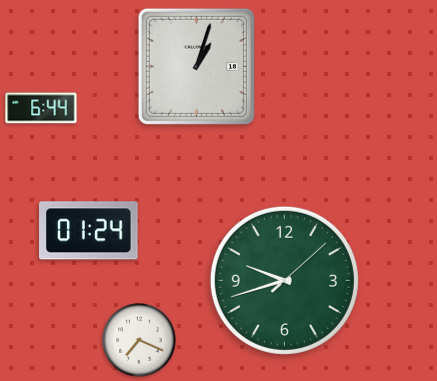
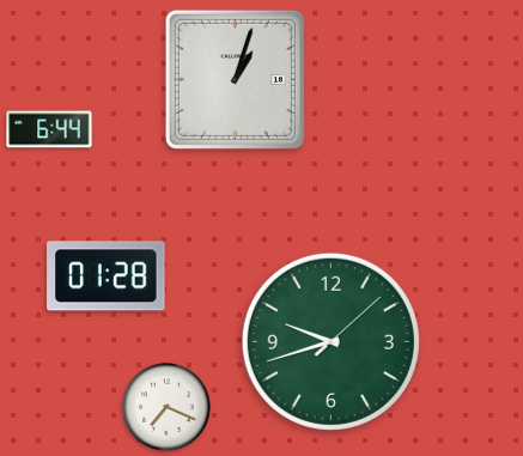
clock at (89, 231): 01:24 -> 01:28
clock at (284, 280) position: (284, 280) -> (330, 341)
